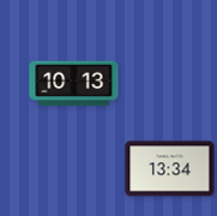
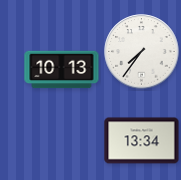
clock at (142, 52): none -> 7:36
